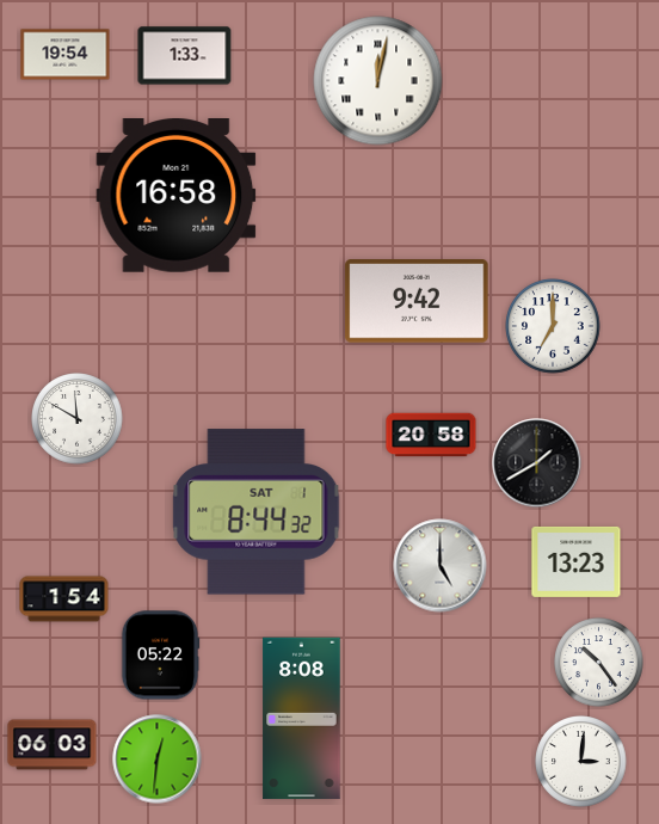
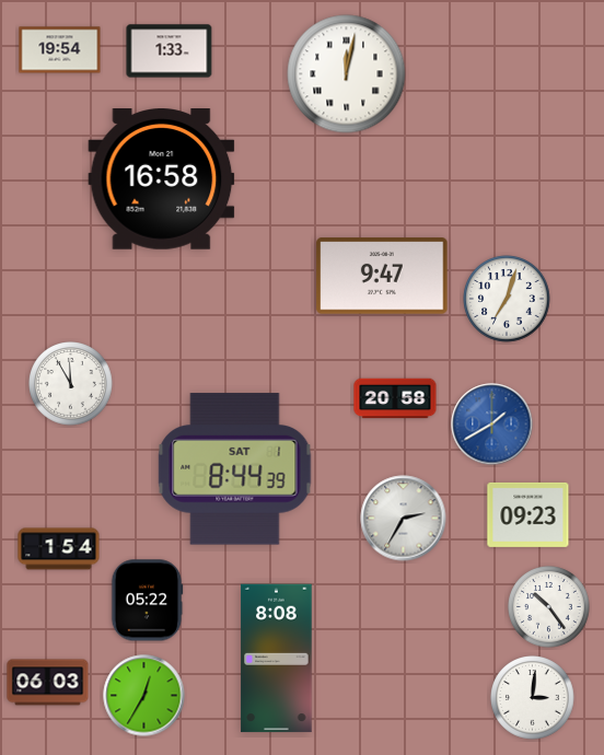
clock at (417, 301): 9:42 -> 9:47
clock at (553, 326): 7:00 -> 7:03
clock at (78, 419): 11:50 -> 11:55
clock at (537, 463) dial: black -> blue
clock at (257, 512): 8:44:32 -> 8:44:39
clock at (577, 561): 13:23 -> 09:23
clock at (441, 566): 5:00 -> 2:35
clock at (158, 760): 12:31 -> 12:35
